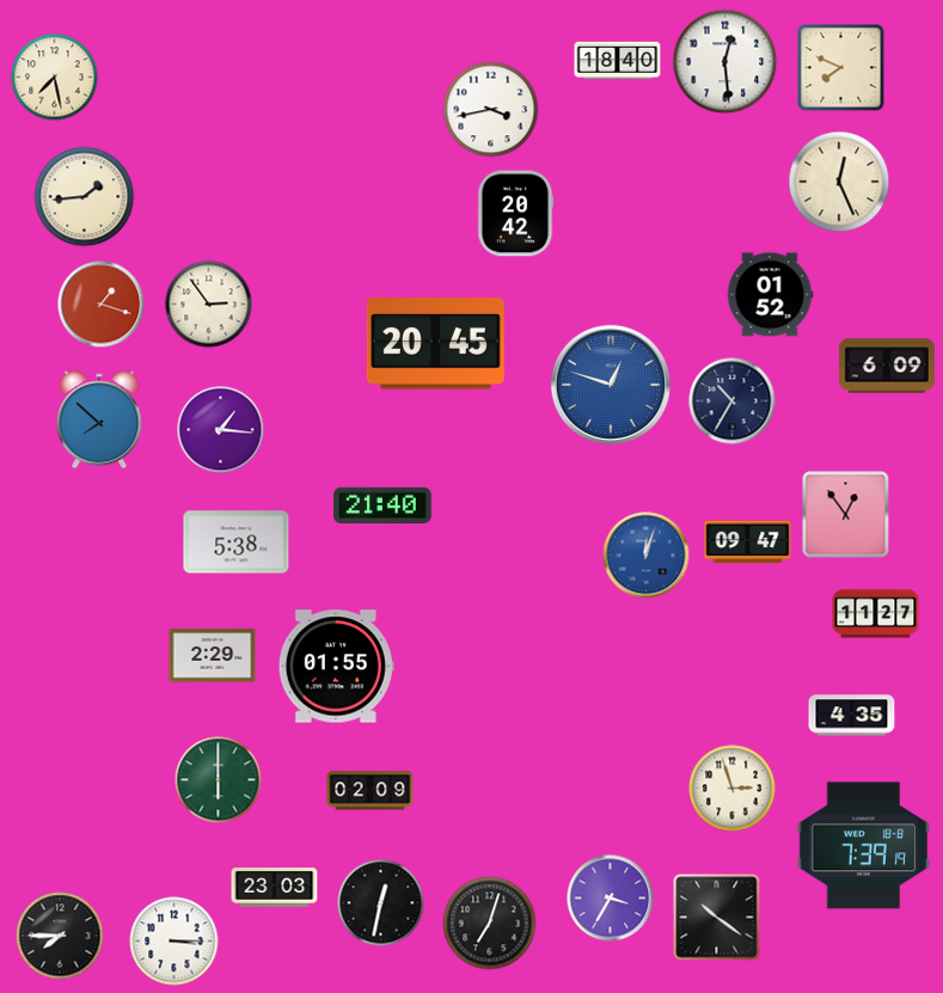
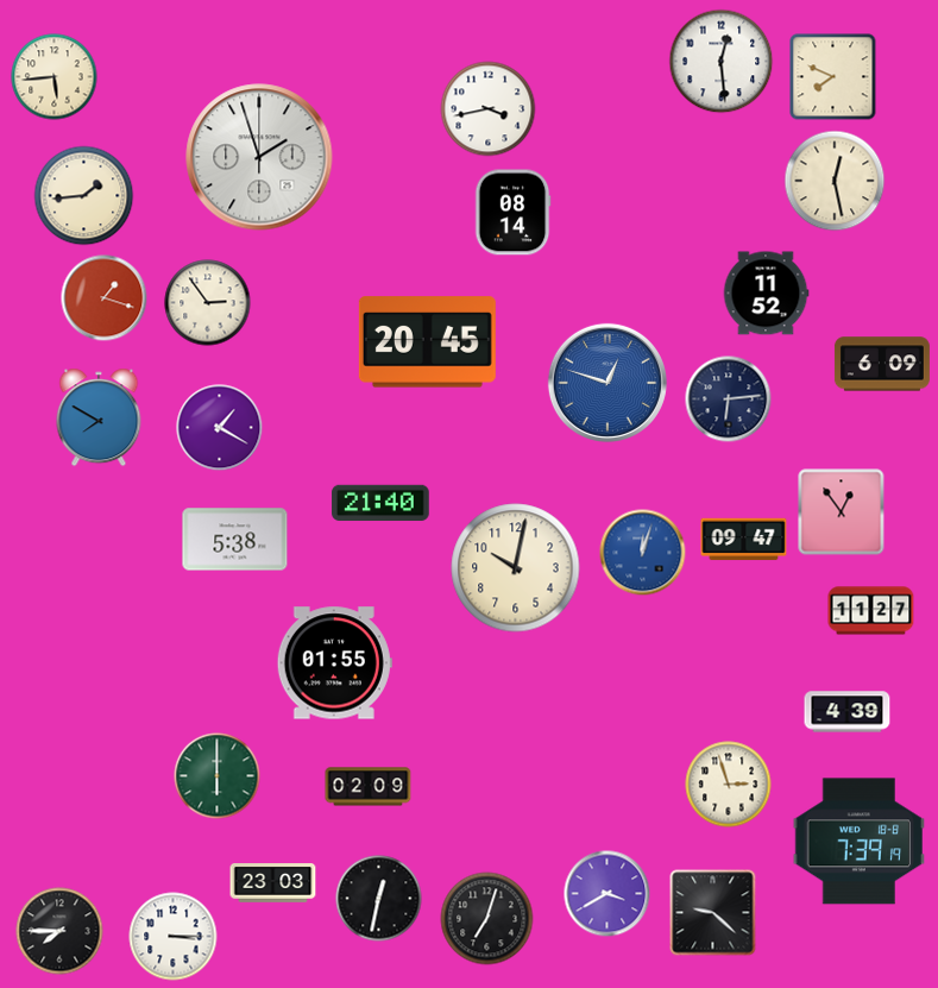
clock at (618, 60): 18:40 -> none
clock at (841, 68) position: (841, 68) -> (833, 77)
clock at (55, 78): 7:28 -> 5:44
clock at (259, 157): none -> 1:57
clock at (839, 182): 12:26 -> 12:28
clock at (515, 214): 20:42 -> 08:14
clock at (770, 295): 01:52 -> 11:52
clock at (102, 305) position: (102, 305) -> (105, 298)
clock at (435, 344) position: (435, 344) -> (427, 342)
clock at (733, 402): 10:35 -> 6:14
clock at (99, 419): 7:52 -> 7:50
clock at (221, 430): 1:16 -> 1:20
clock at (516, 568): none -> 10:02
clock at (213, 656): 2:29 -> none
clock at (852, 716): 4:35 -> 4:39
clock at (611, 899): 3:35 -> 3:40
clock at (717, 918): 10:21 -> 9:22
